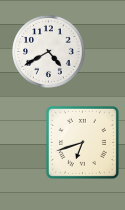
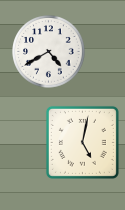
clock at (82, 142): 6:42 -> 5:02
